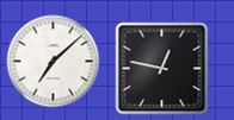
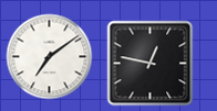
clock at (53, 61): 7:08 -> 7:09
